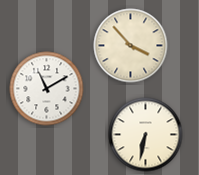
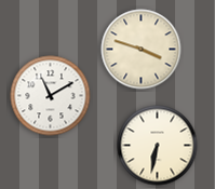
clock at (131, 46): 3:53 -> 3:48
